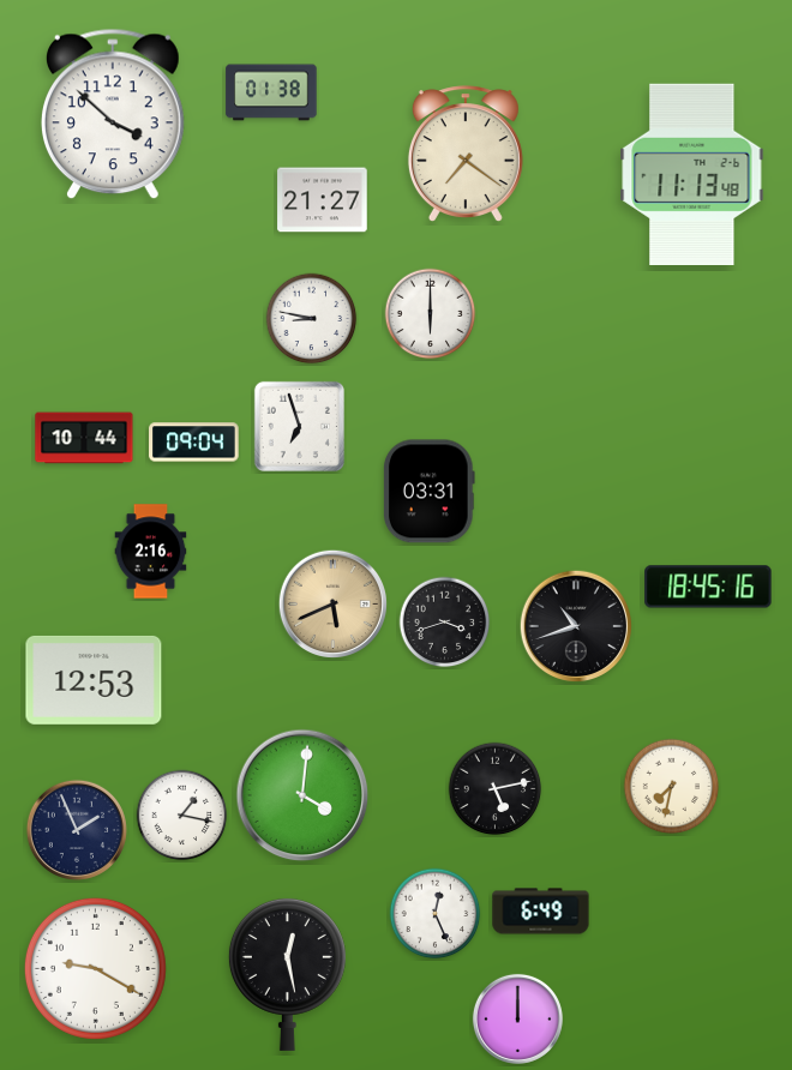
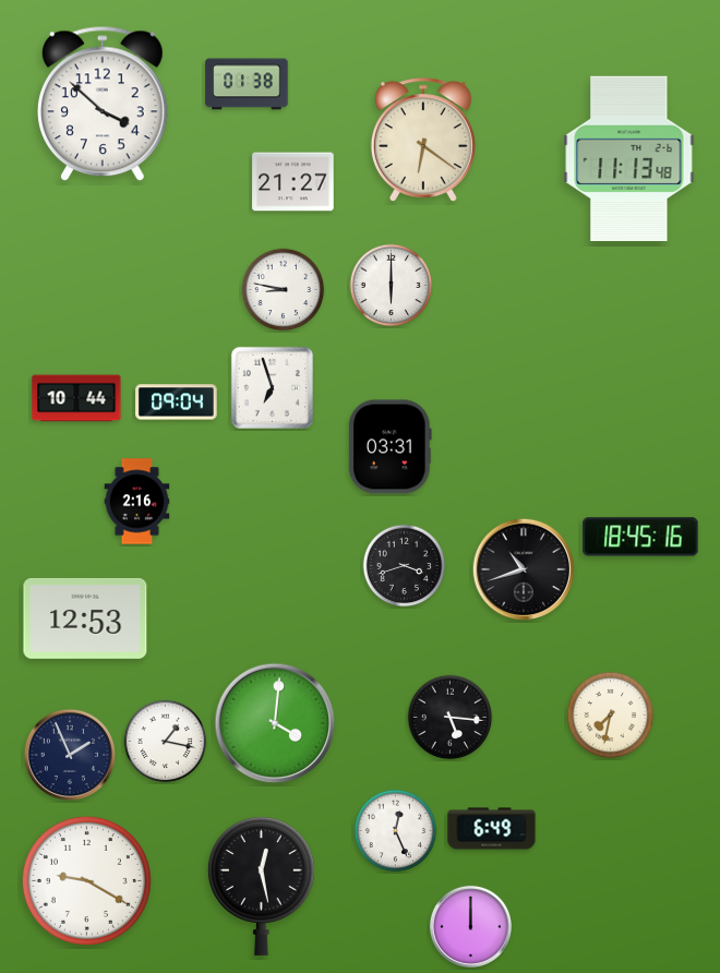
clock at (466, 154): 7:21 -> 6:21
clock at (708, 587) position: (708, 587) -> (640, 537)
clock at (332, 603): 5:41 -> none
clock at (496, 789): 5:13 -> 5:16
